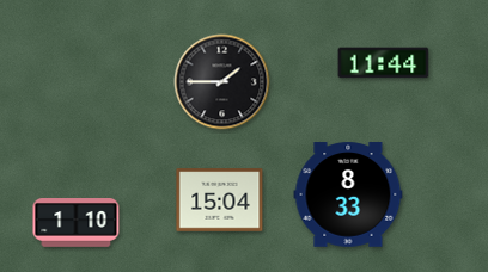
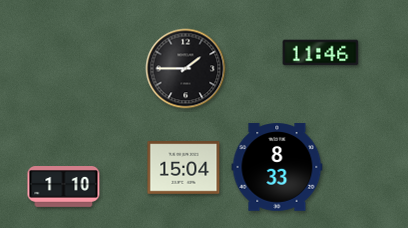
clock at (384, 63): 11:44 -> 11:46
clock at (348, 194) position: (348, 194) -> (277, 167)
